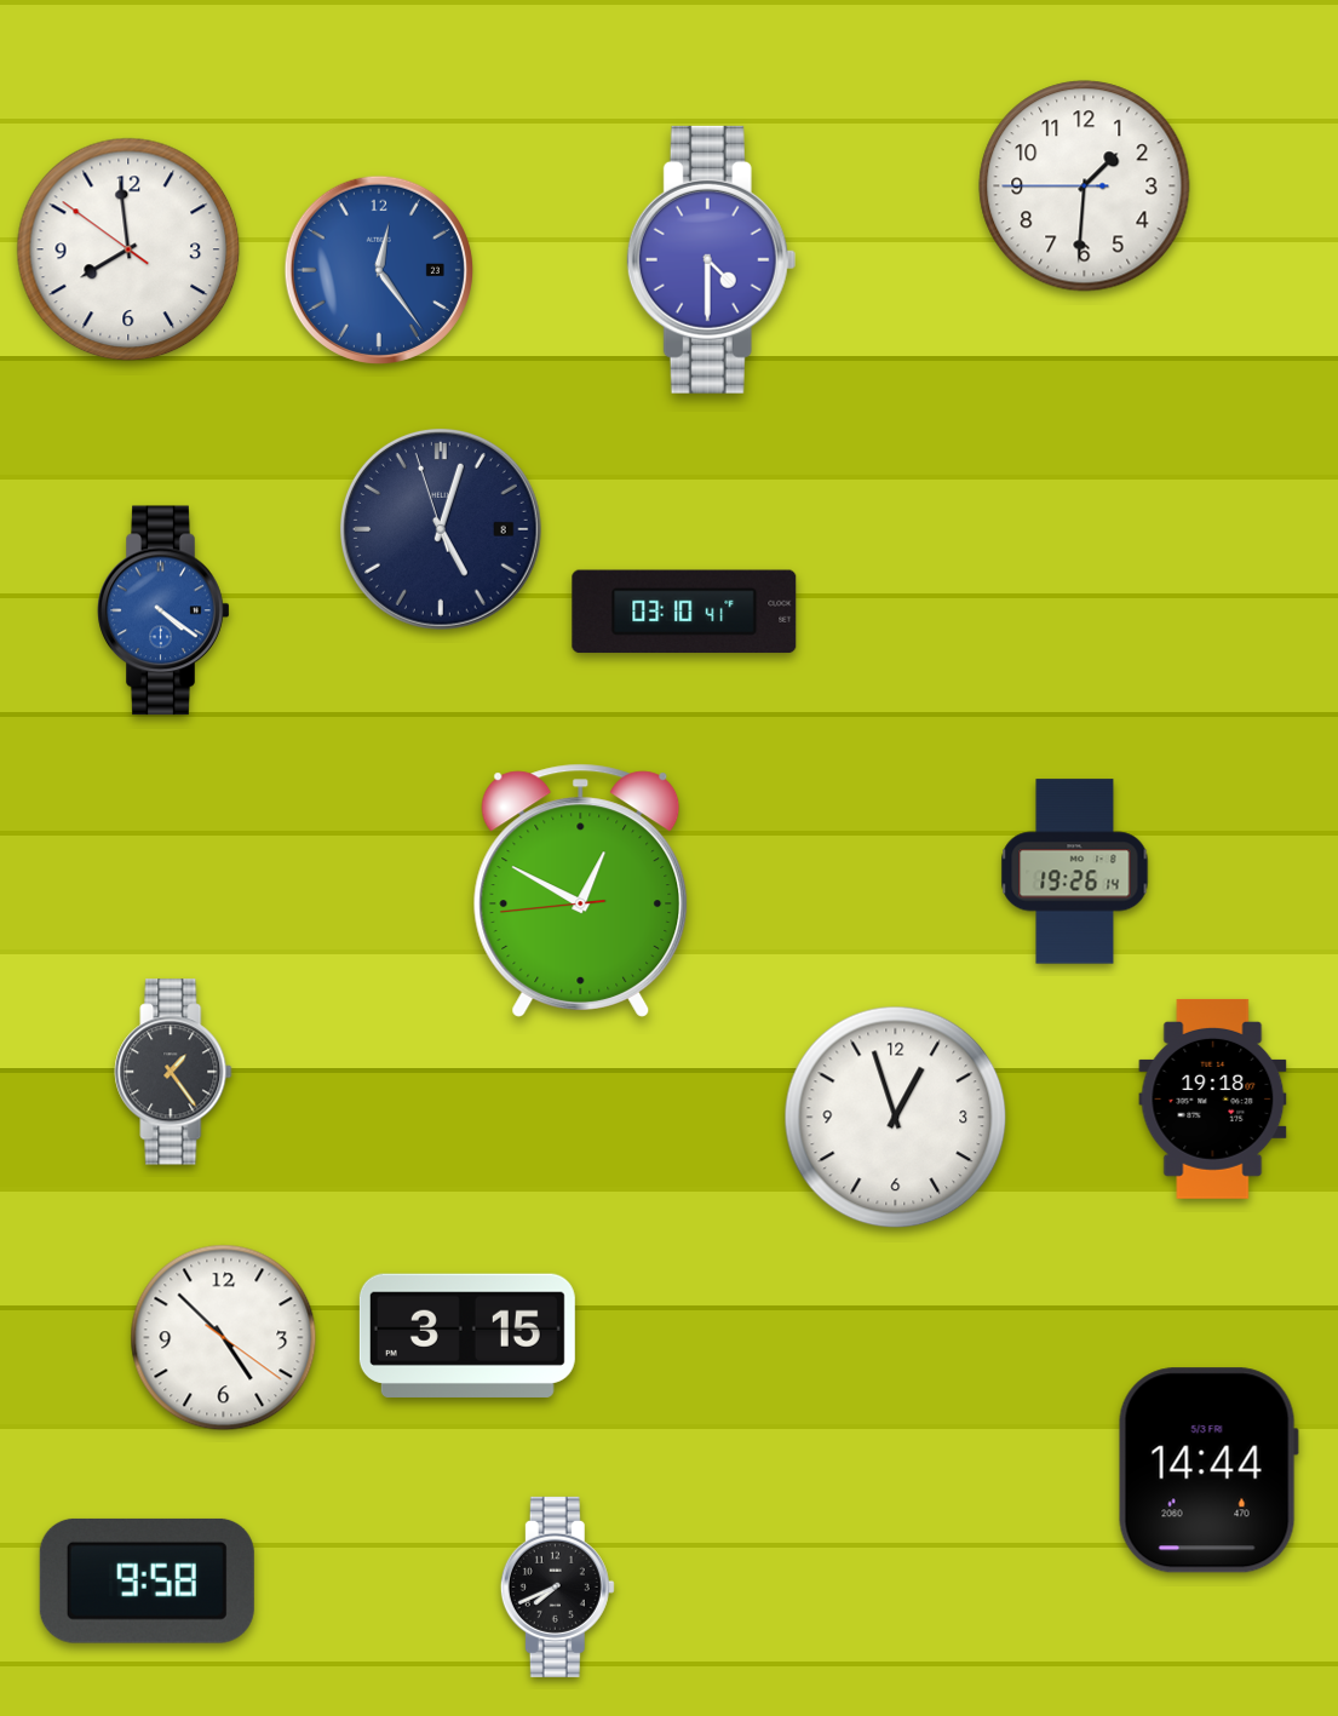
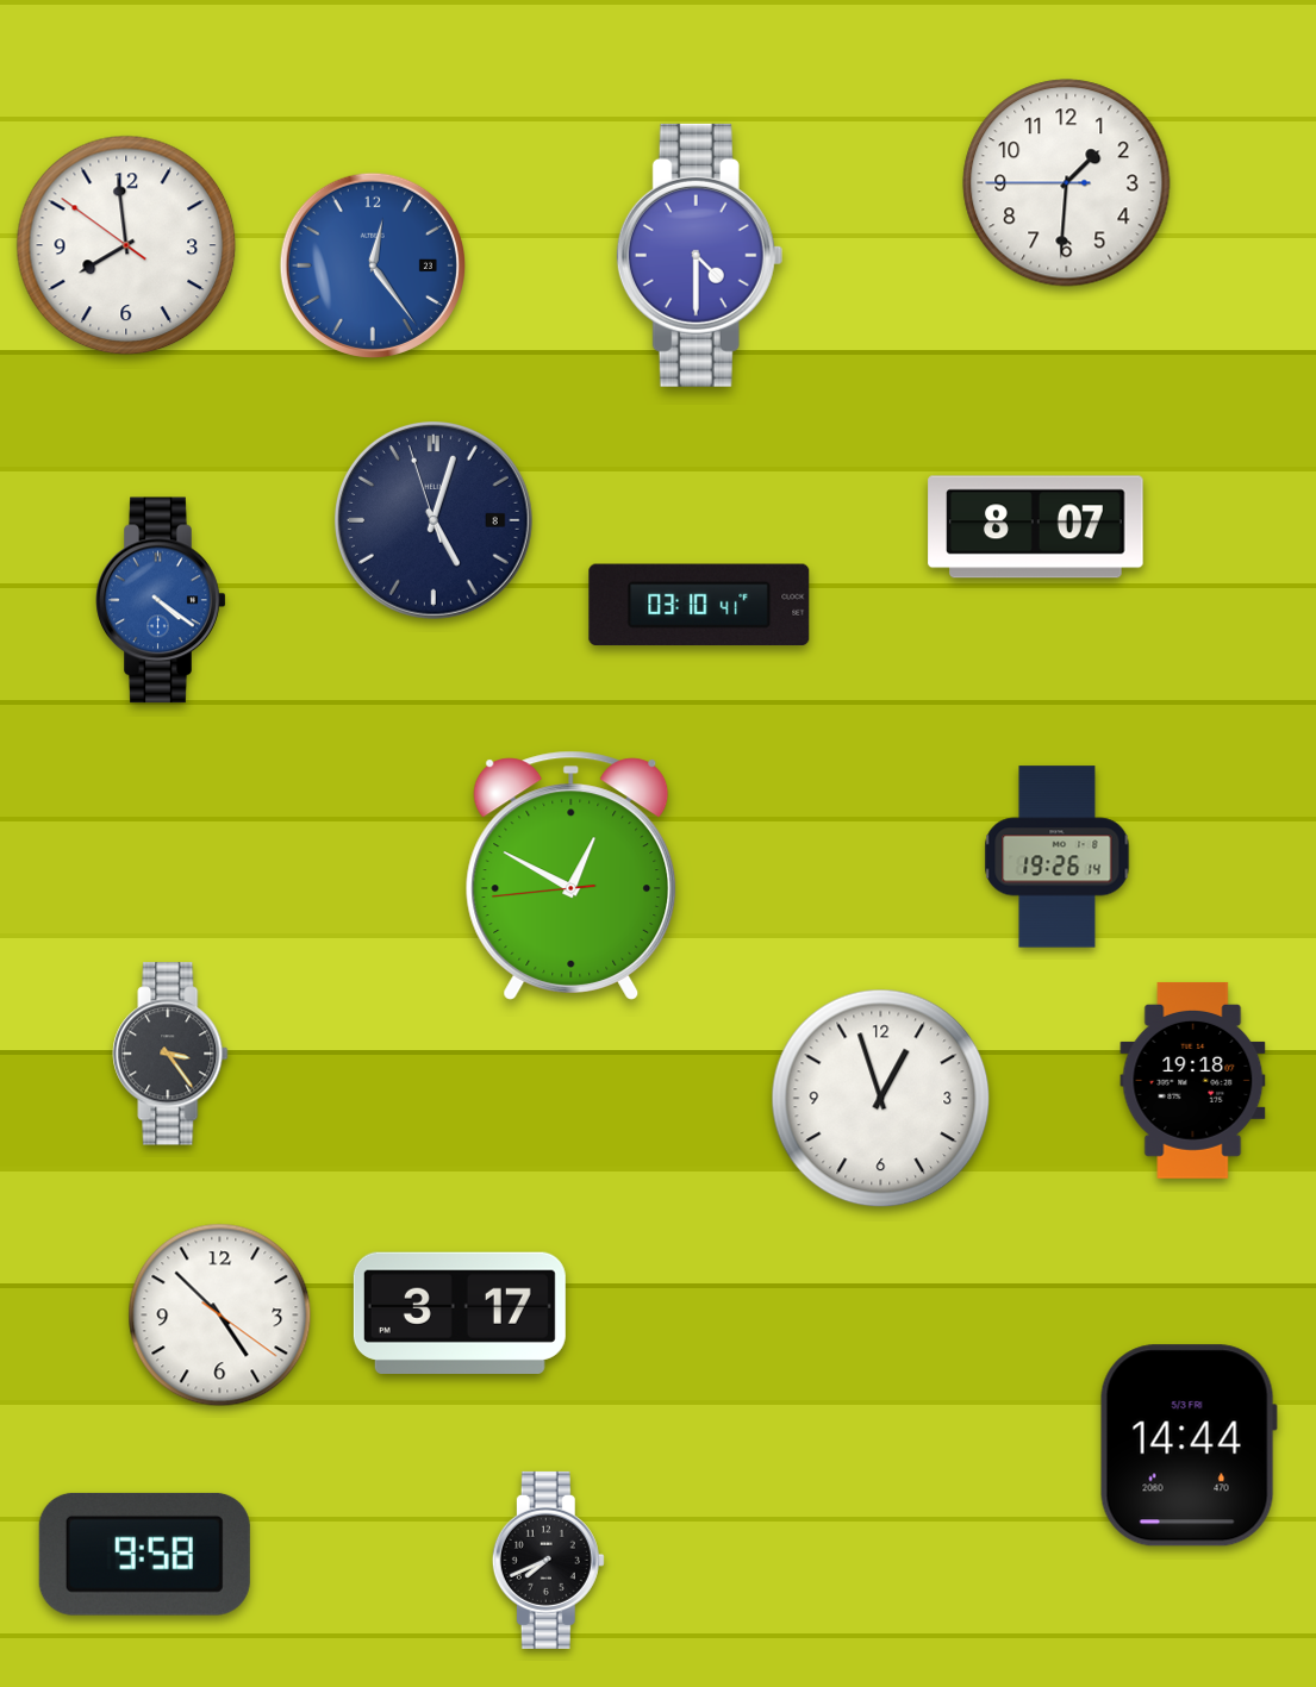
clock at (1036, 527): none -> 8:07
clock at (684, 612) position: (684, 612) -> (699, 605)
clock at (173, 1072): 1:24 -> 3:24
clock at (467, 1336): 3:15 -> 3:17
